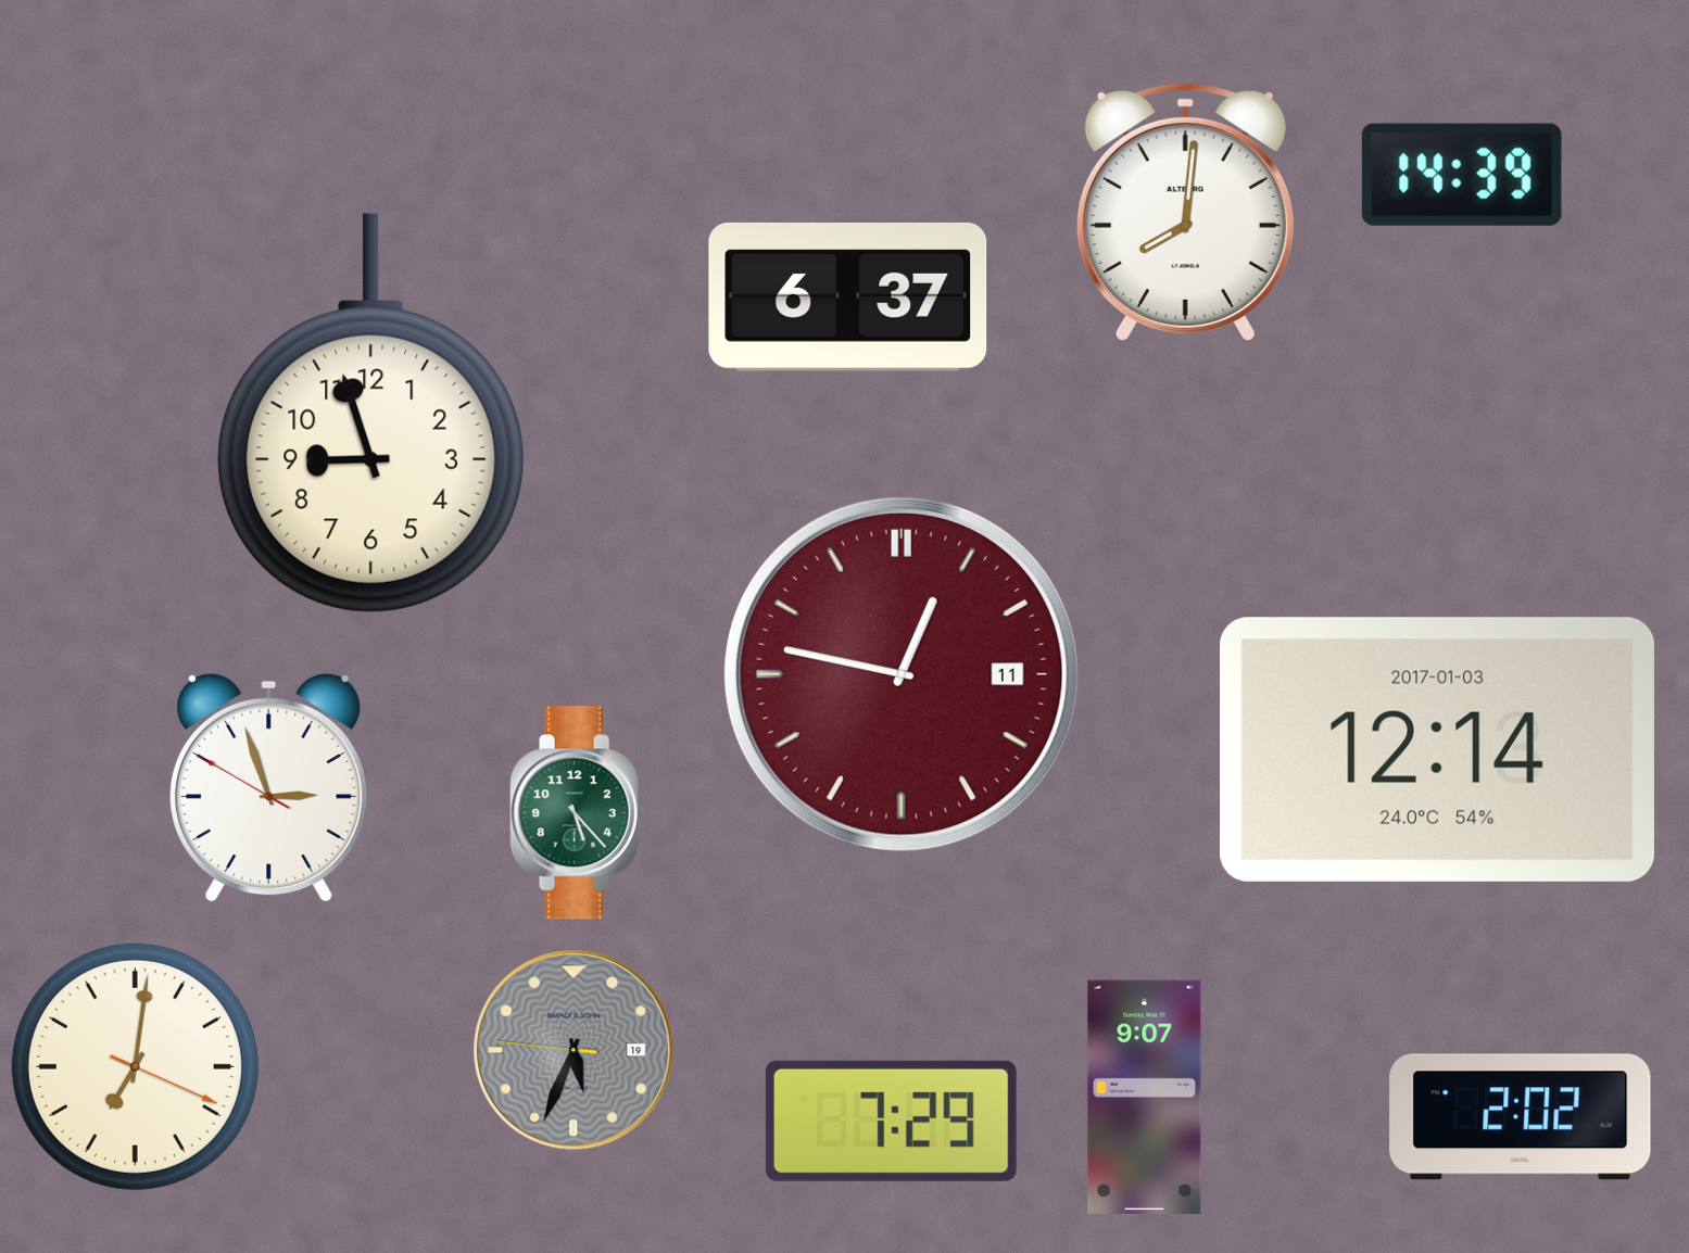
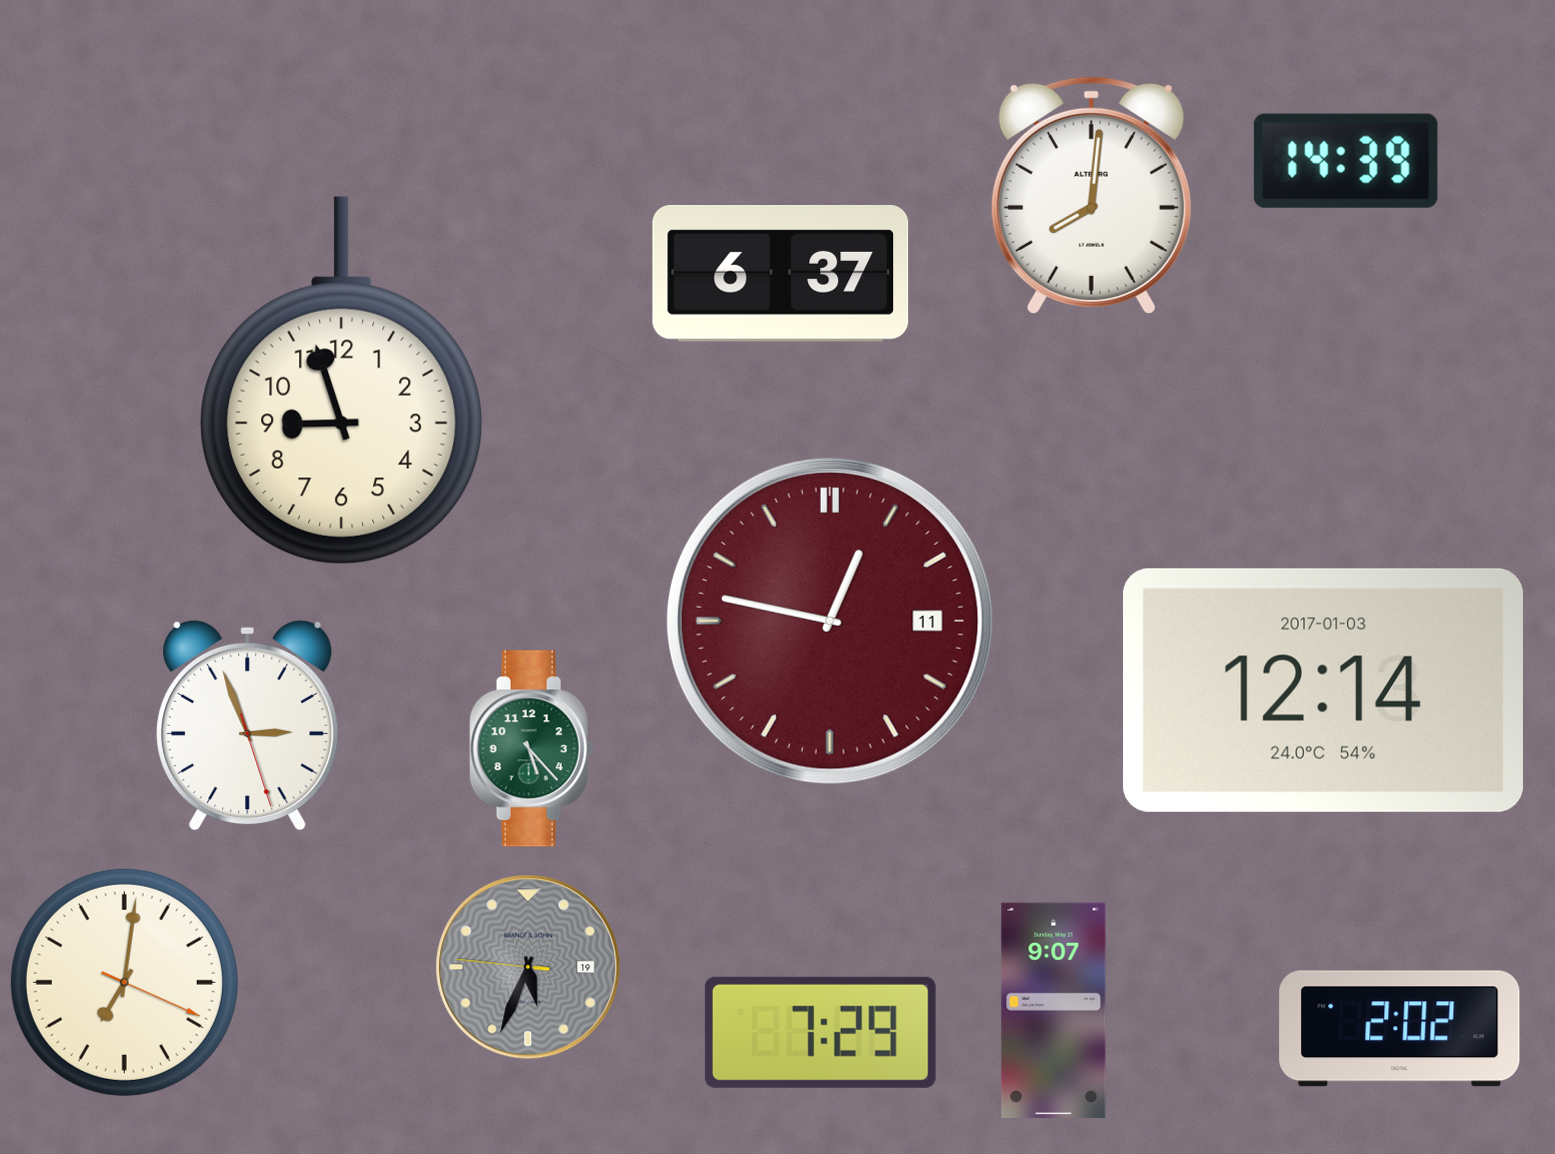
clock at (269, 787): 2:56:50 -> 2:56:27
